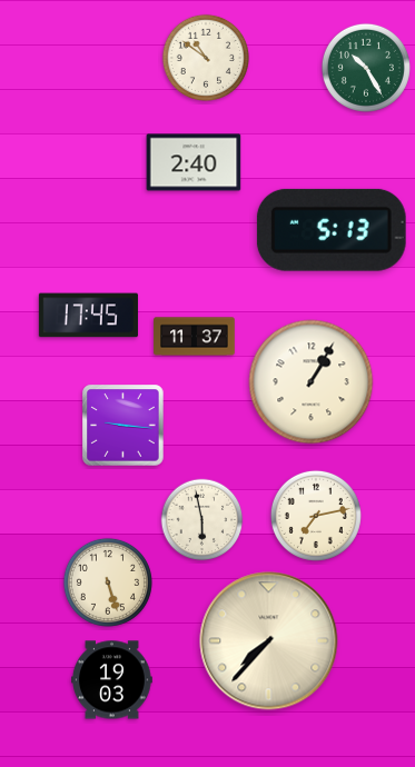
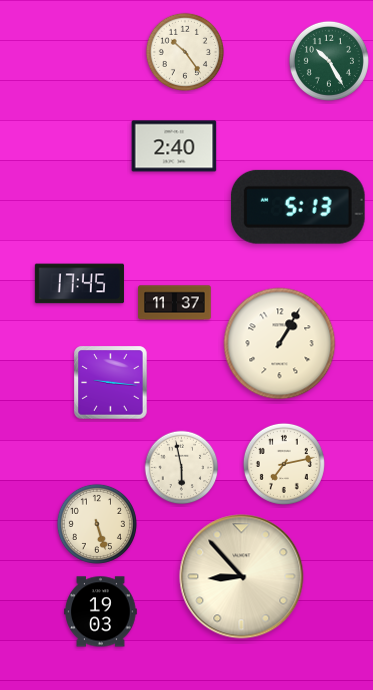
clock at (206, 58): 10:51 -> 10:24
clock at (269, 641): 7:37 -> 8:53
